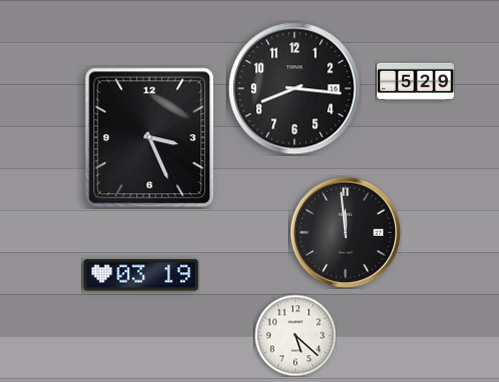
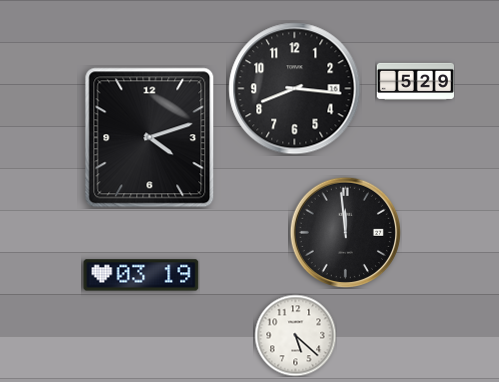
clock at (150, 138): 3:26 -> 4:12
